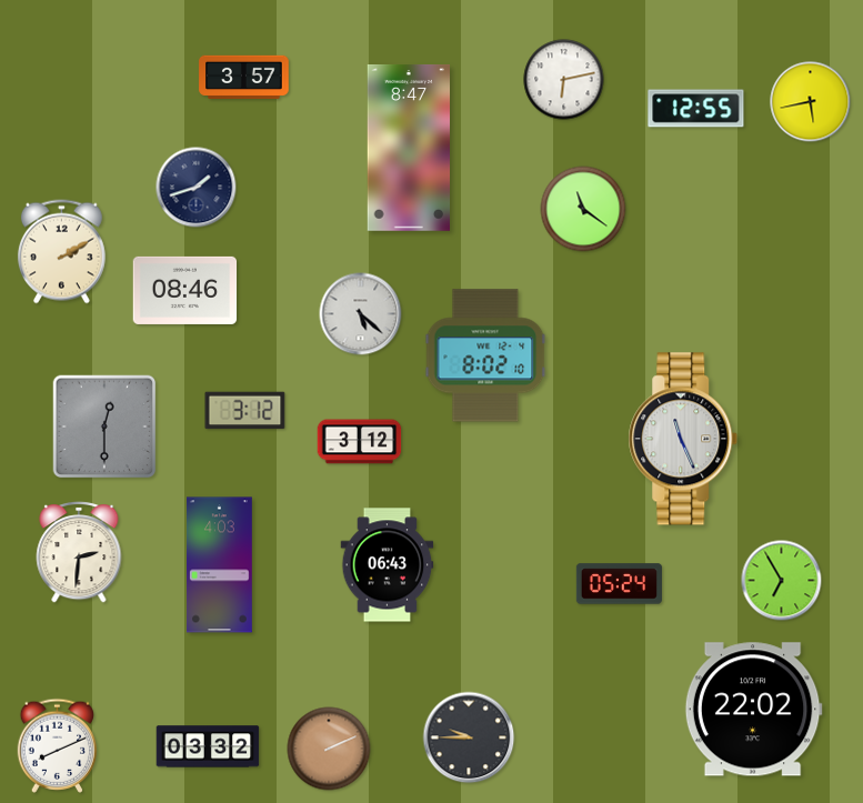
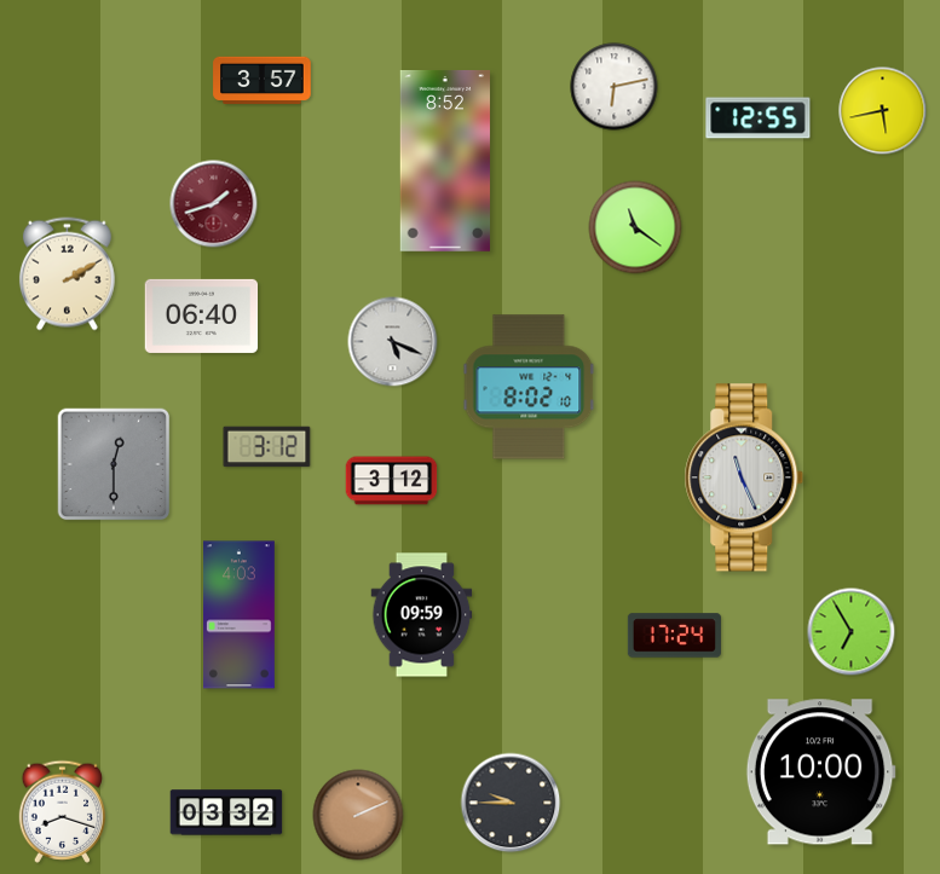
clock at (244, 77) position: (244, 77) -> (263, 80)
clock at (409, 149): 8:47 -> 8:52
clock at (197, 188) dial: navy -> burgundy
clock at (185, 290): 08:46 -> 06:40
clock at (361, 314): 5:22 -> 5:19
clock at (79, 553): 2:31 -> none
clock at (388, 565): 06:43 -> 09:59
clock at (619, 584): 05:24 -> 17:24
clock at (753, 710): 22:02 -> 10:00
clock at (58, 745): 8:11 -> 8:18
